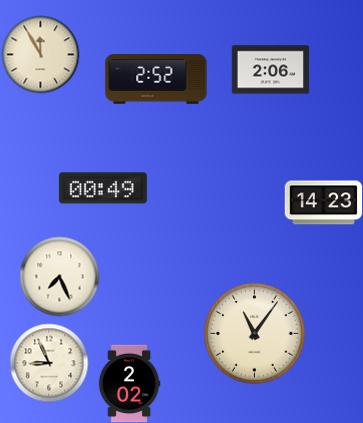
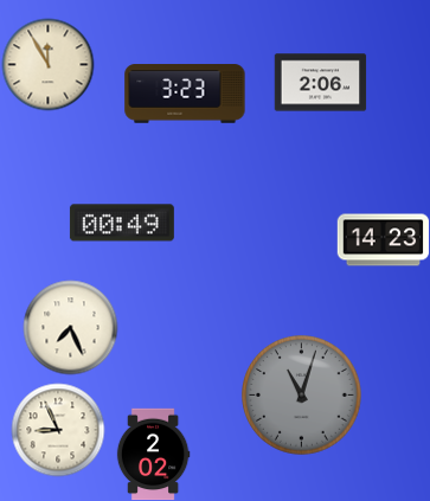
clock at (156, 79): 2:52 -> 3:23
clock at (255, 334): 11:06 -> 11:03
clock at (255, 334) dial: cream -> grey
